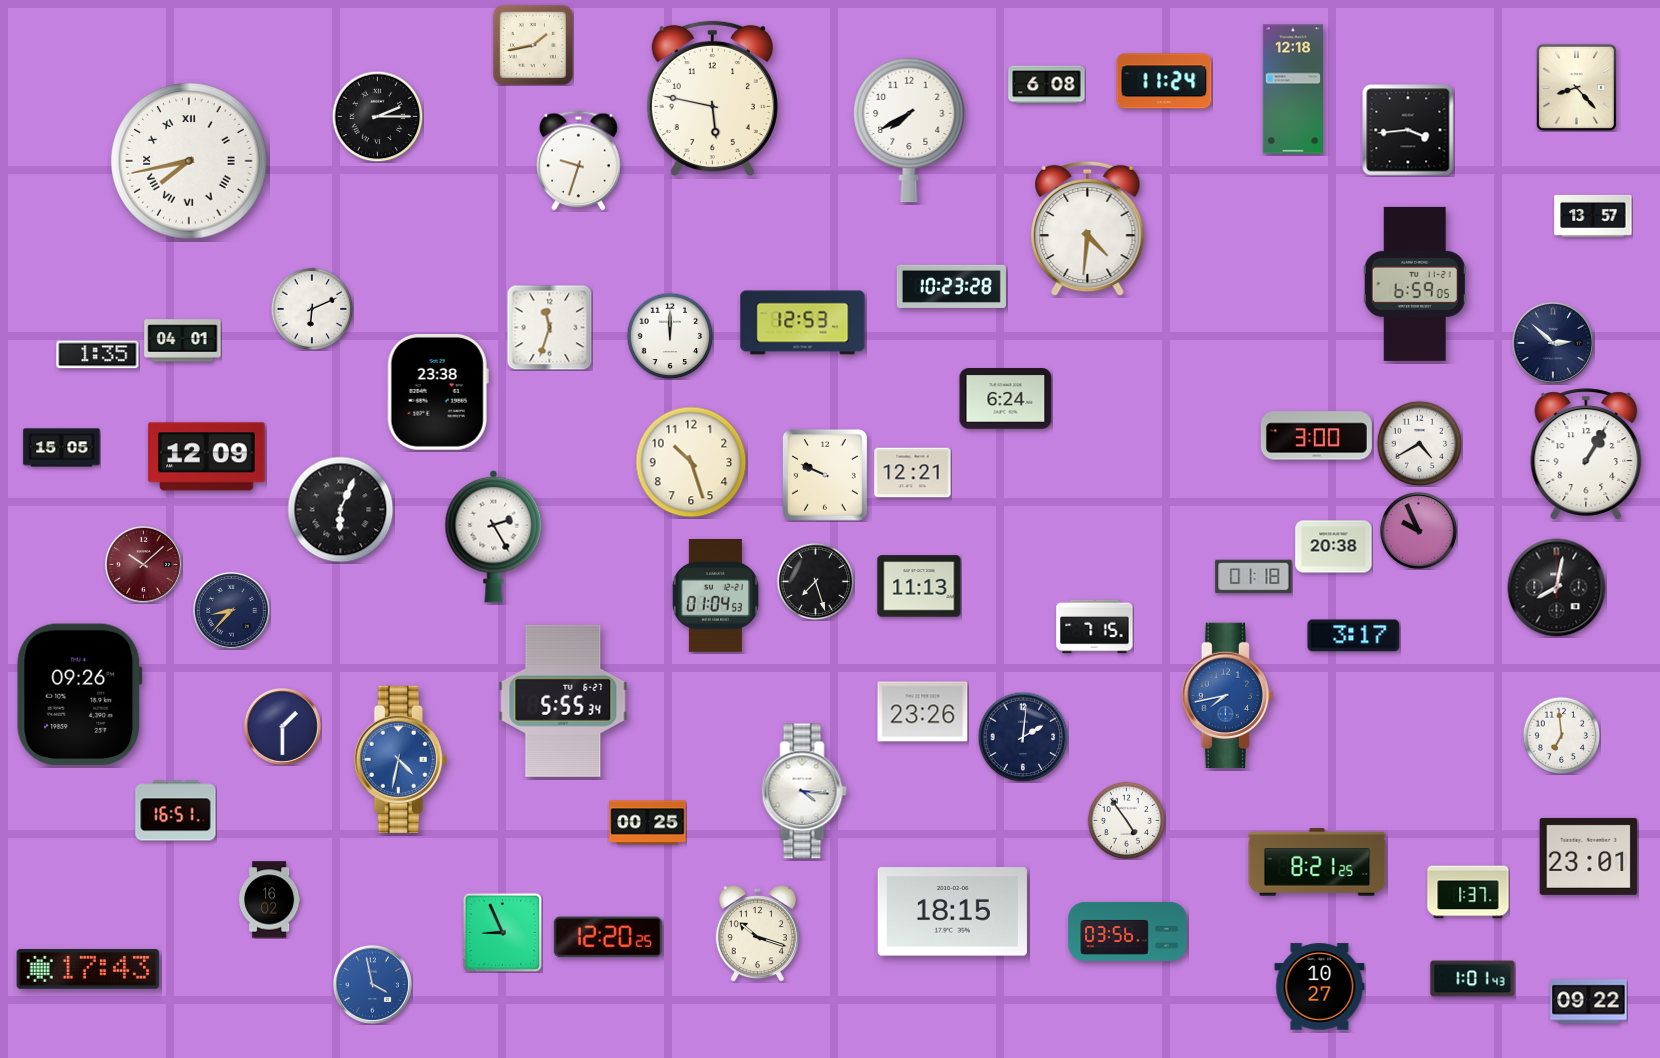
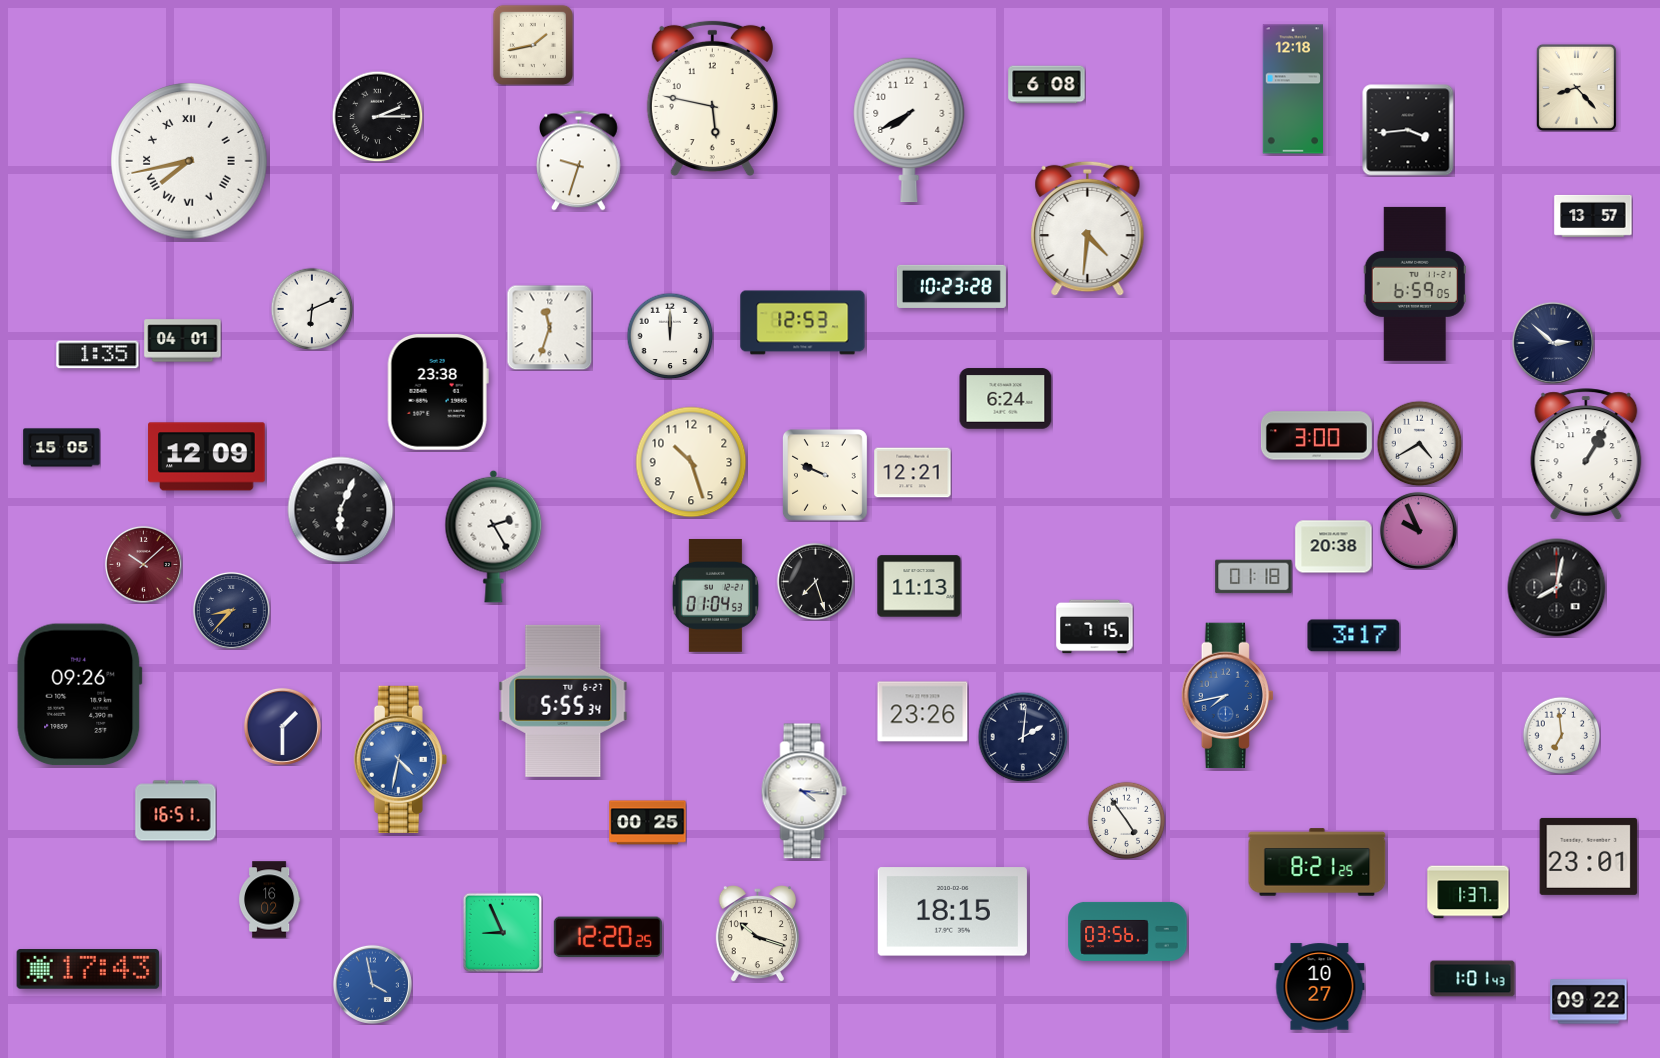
clock at (1164, 81): 11:24 -> none
